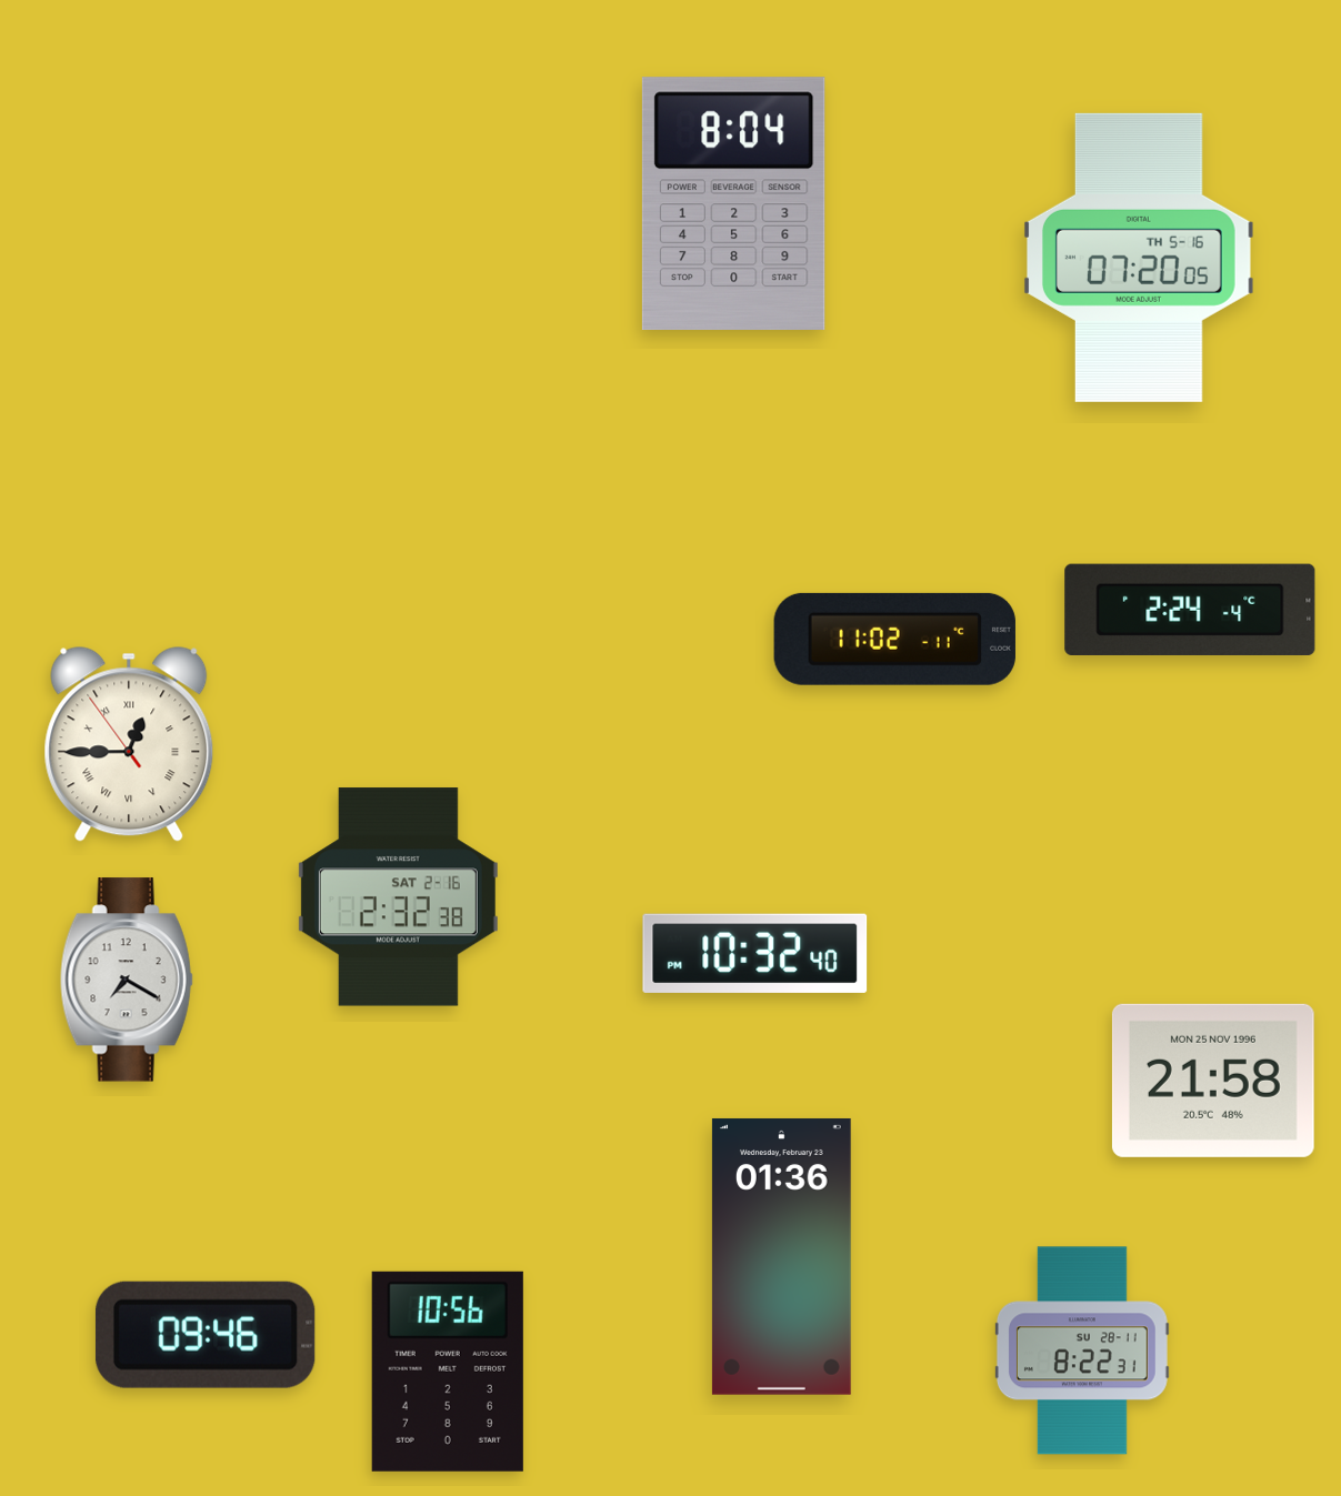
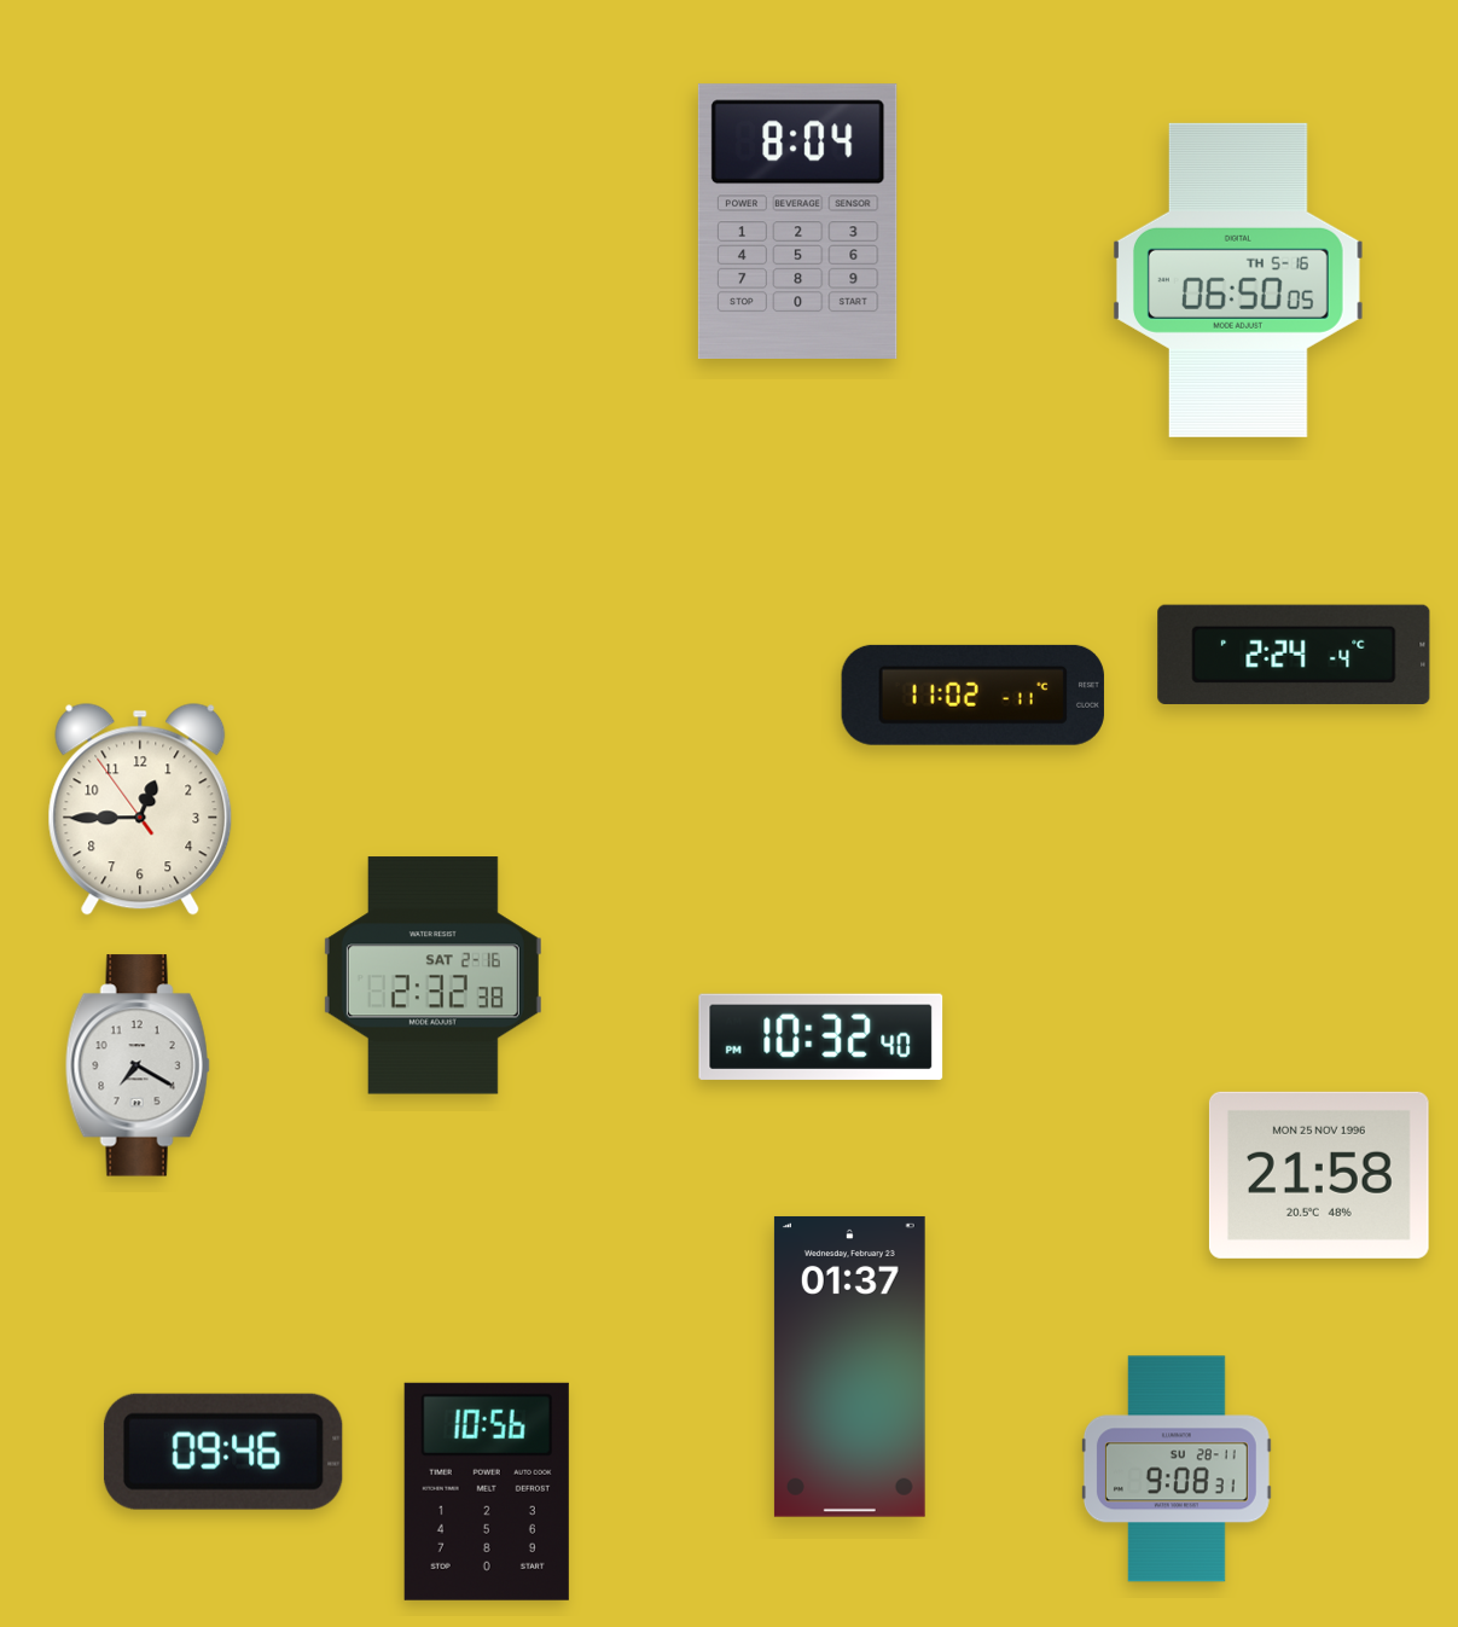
clock at (1139, 258): 07:20 -> 06:50
clock at (1190, 610) position: (1190, 610) -> (1294, 655)
clock at (129, 744) numerals: Roman -> Arabic
clock at (781, 1256): 01:36 -> 01:37
clock at (1082, 1351): 8:22 -> 9:08
